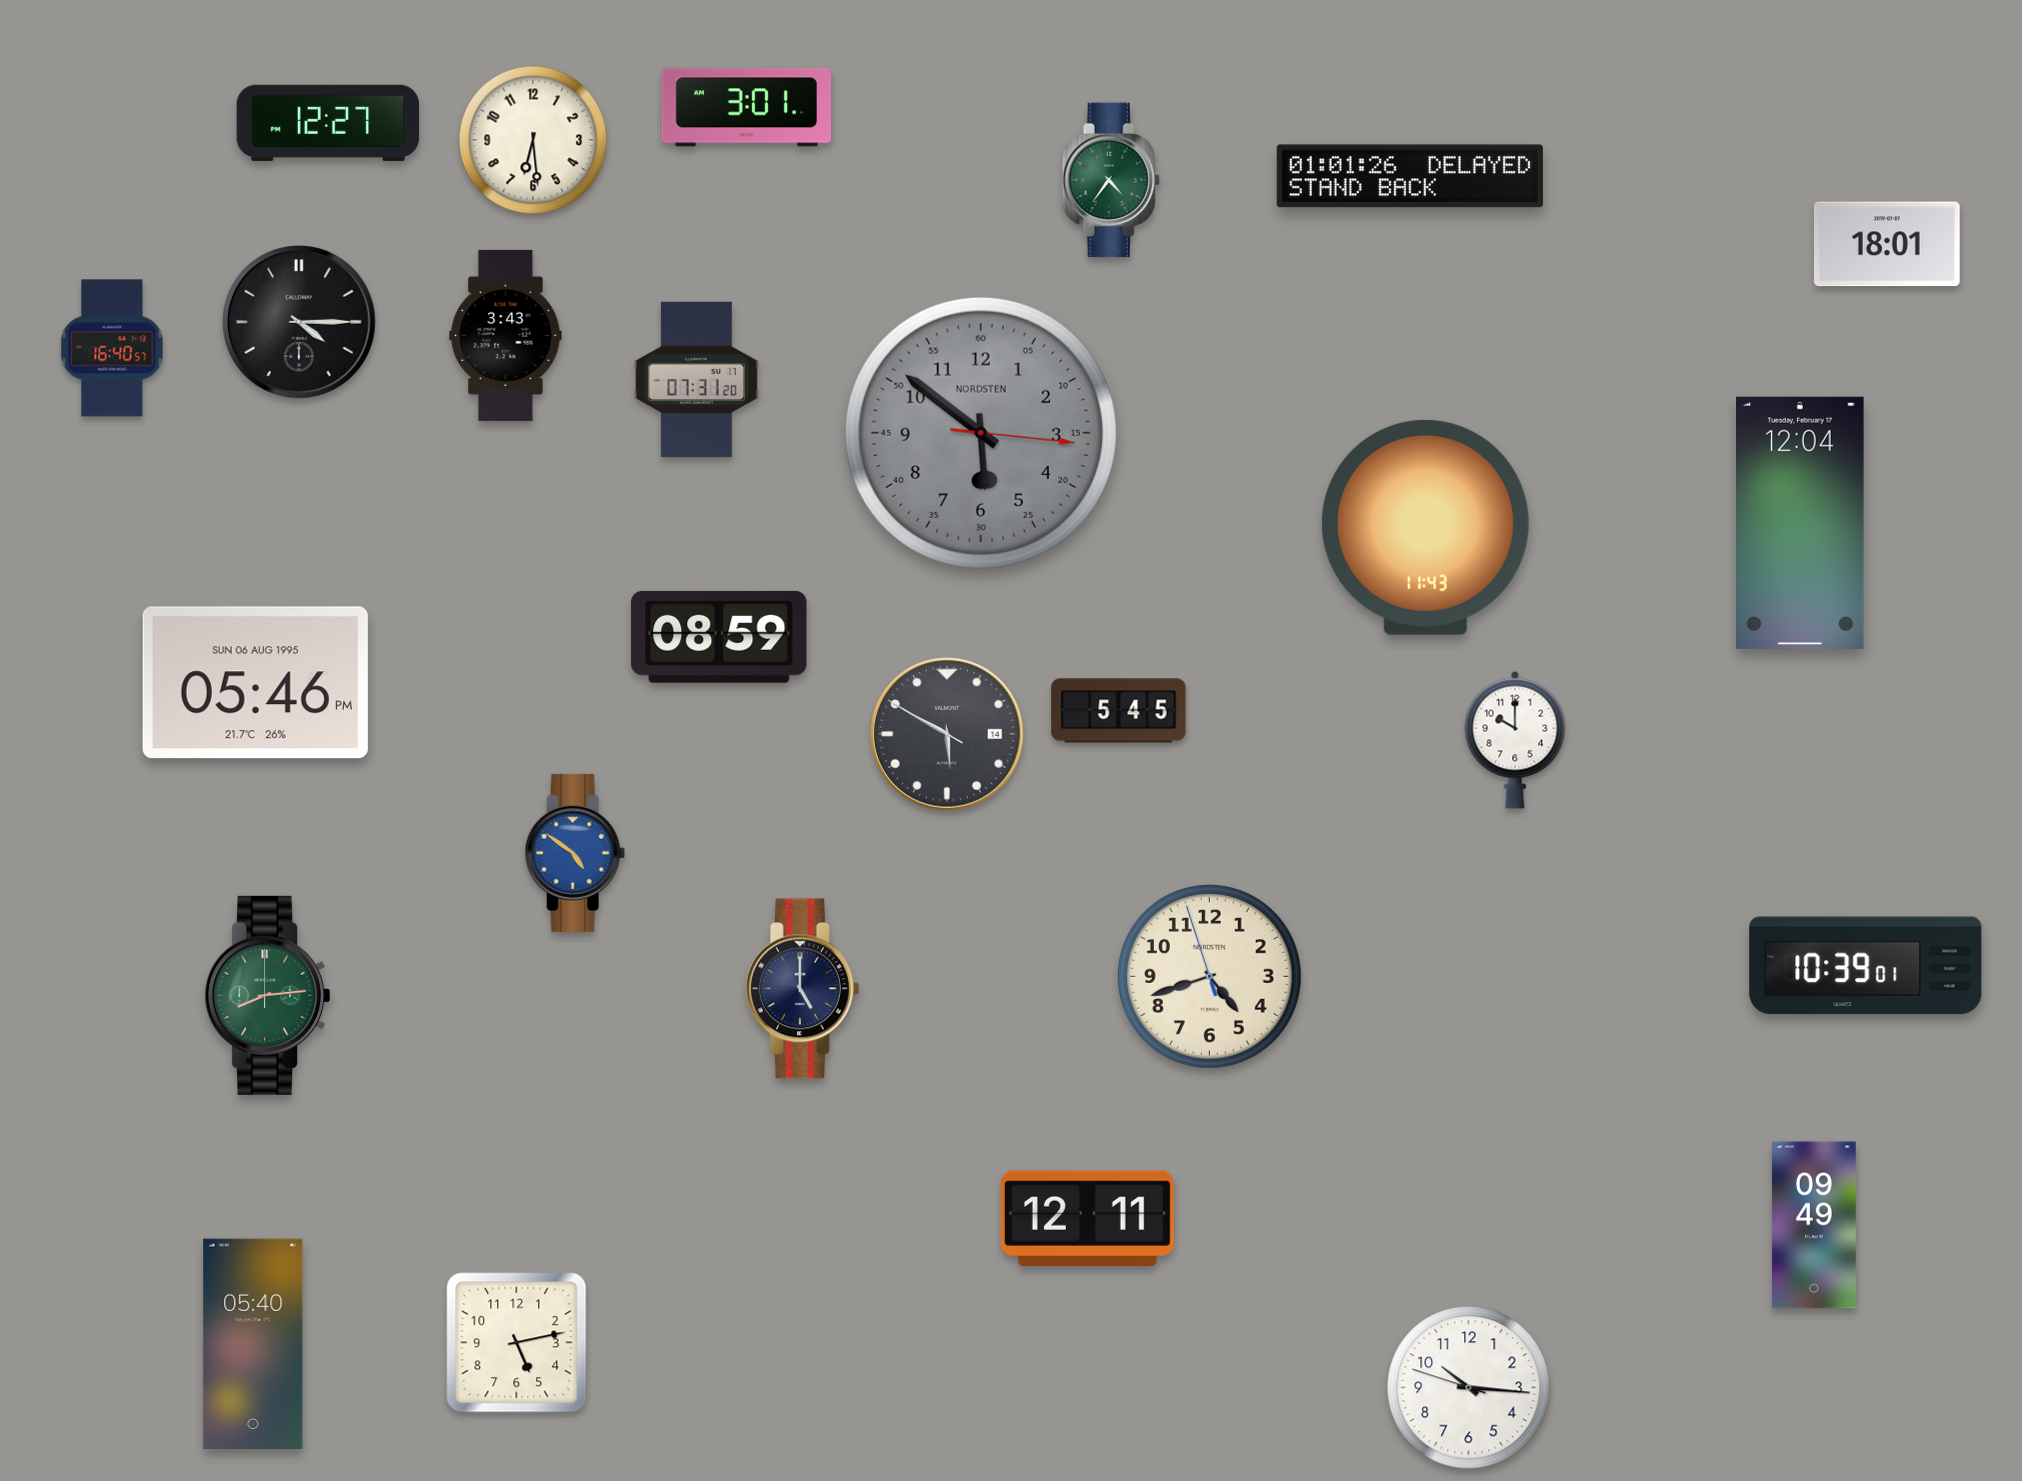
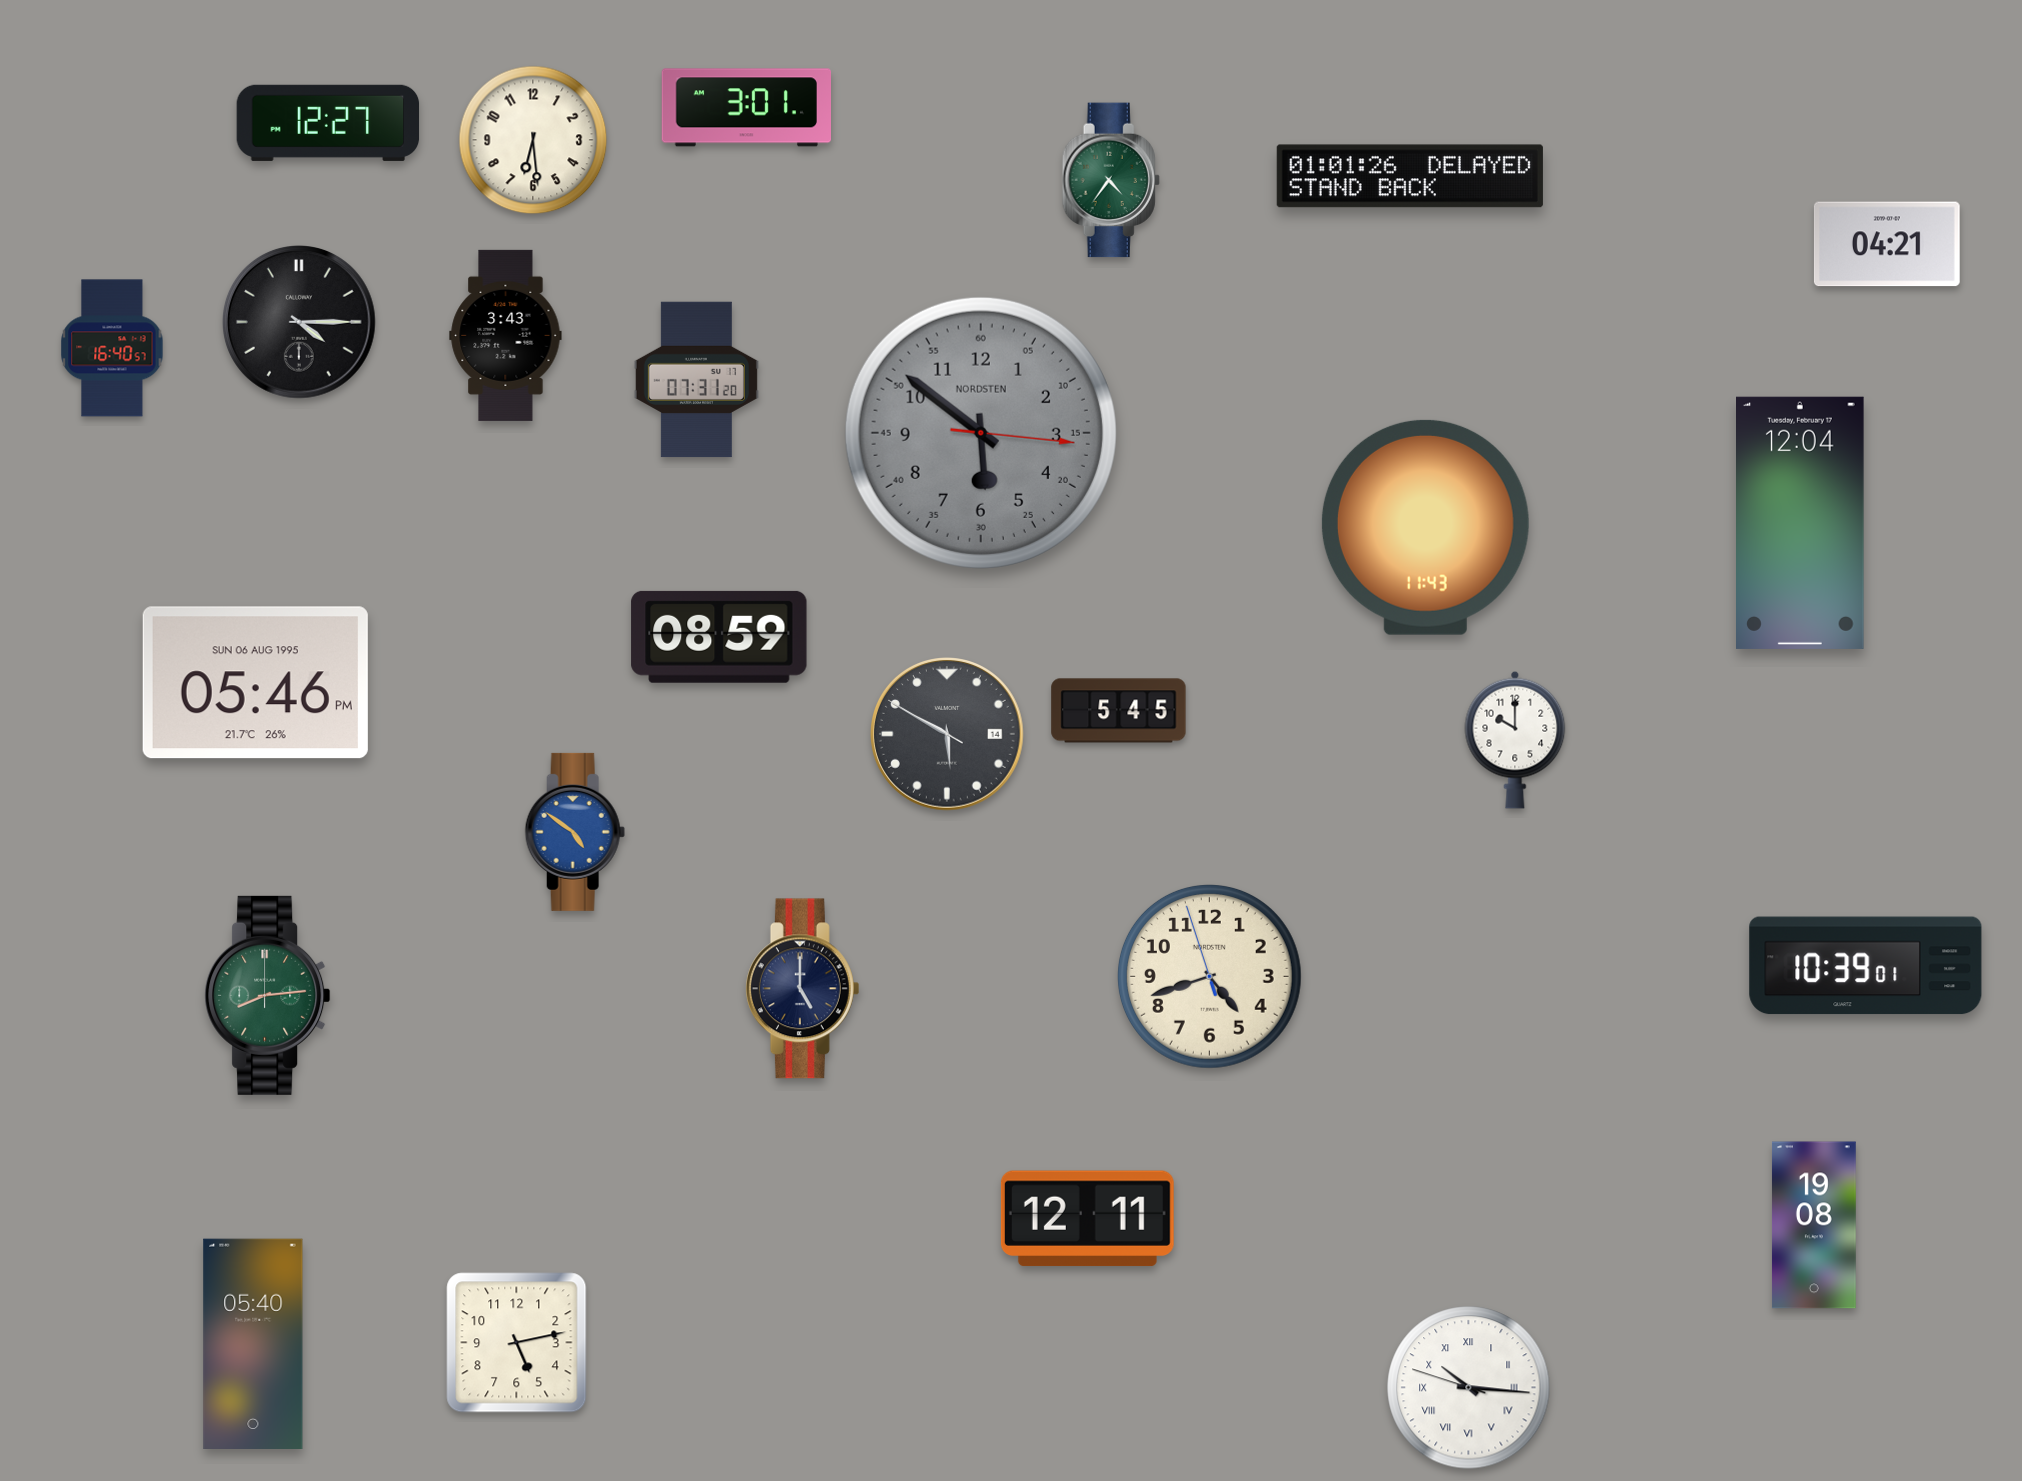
clock at (1887, 244): 18:01 -> 04:21
clock at (575, 853) position: (575, 853) -> (575, 832)
clock at (1814, 1225): 09:49 -> 19:08
clock at (1469, 1388) numerals: Arabic -> Roman
